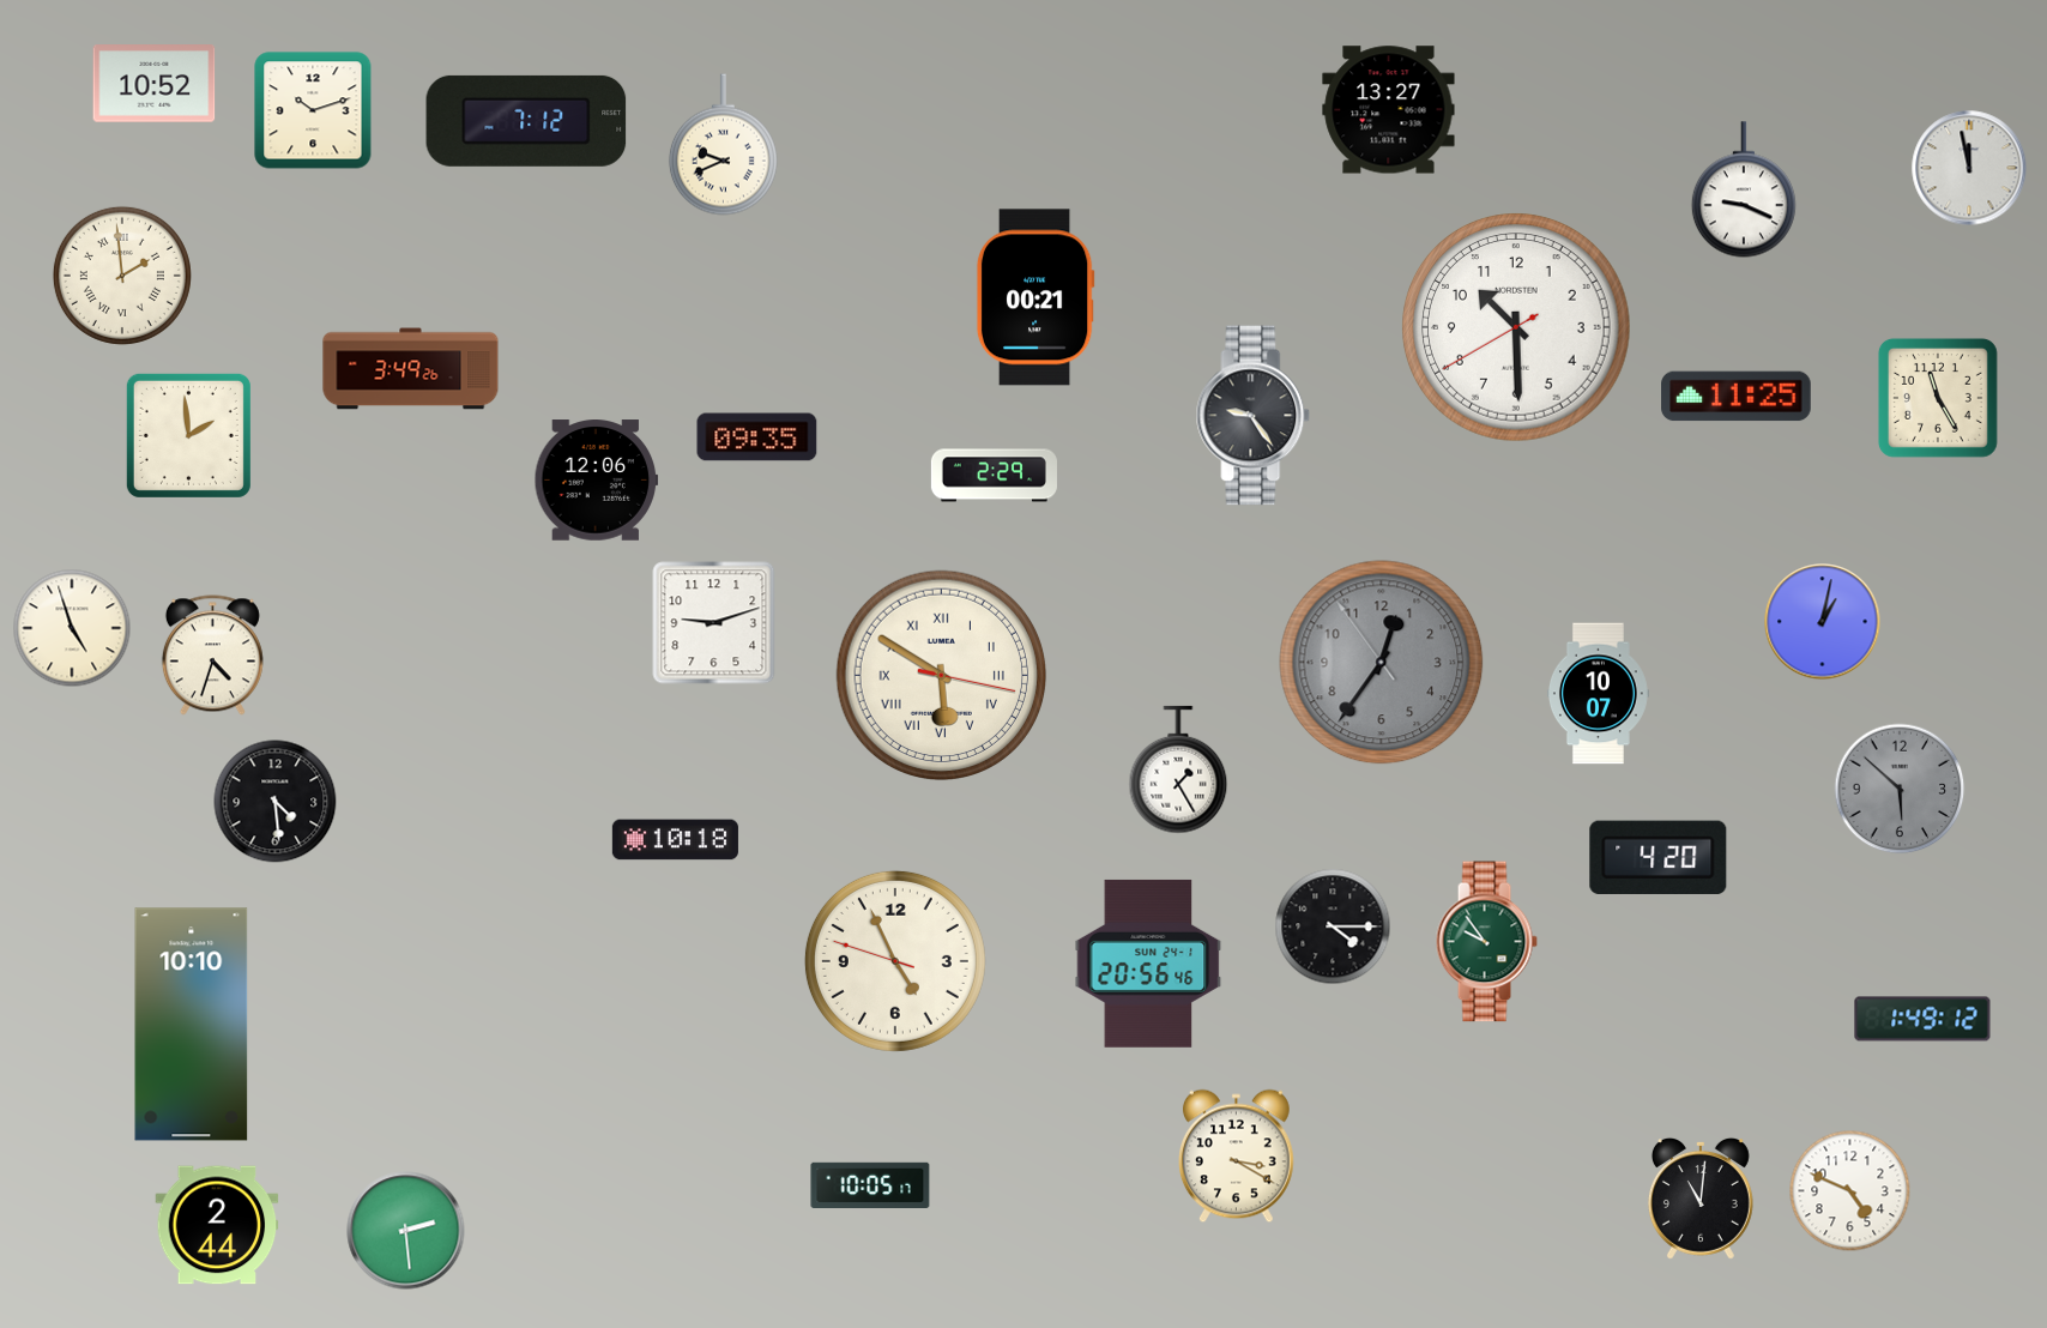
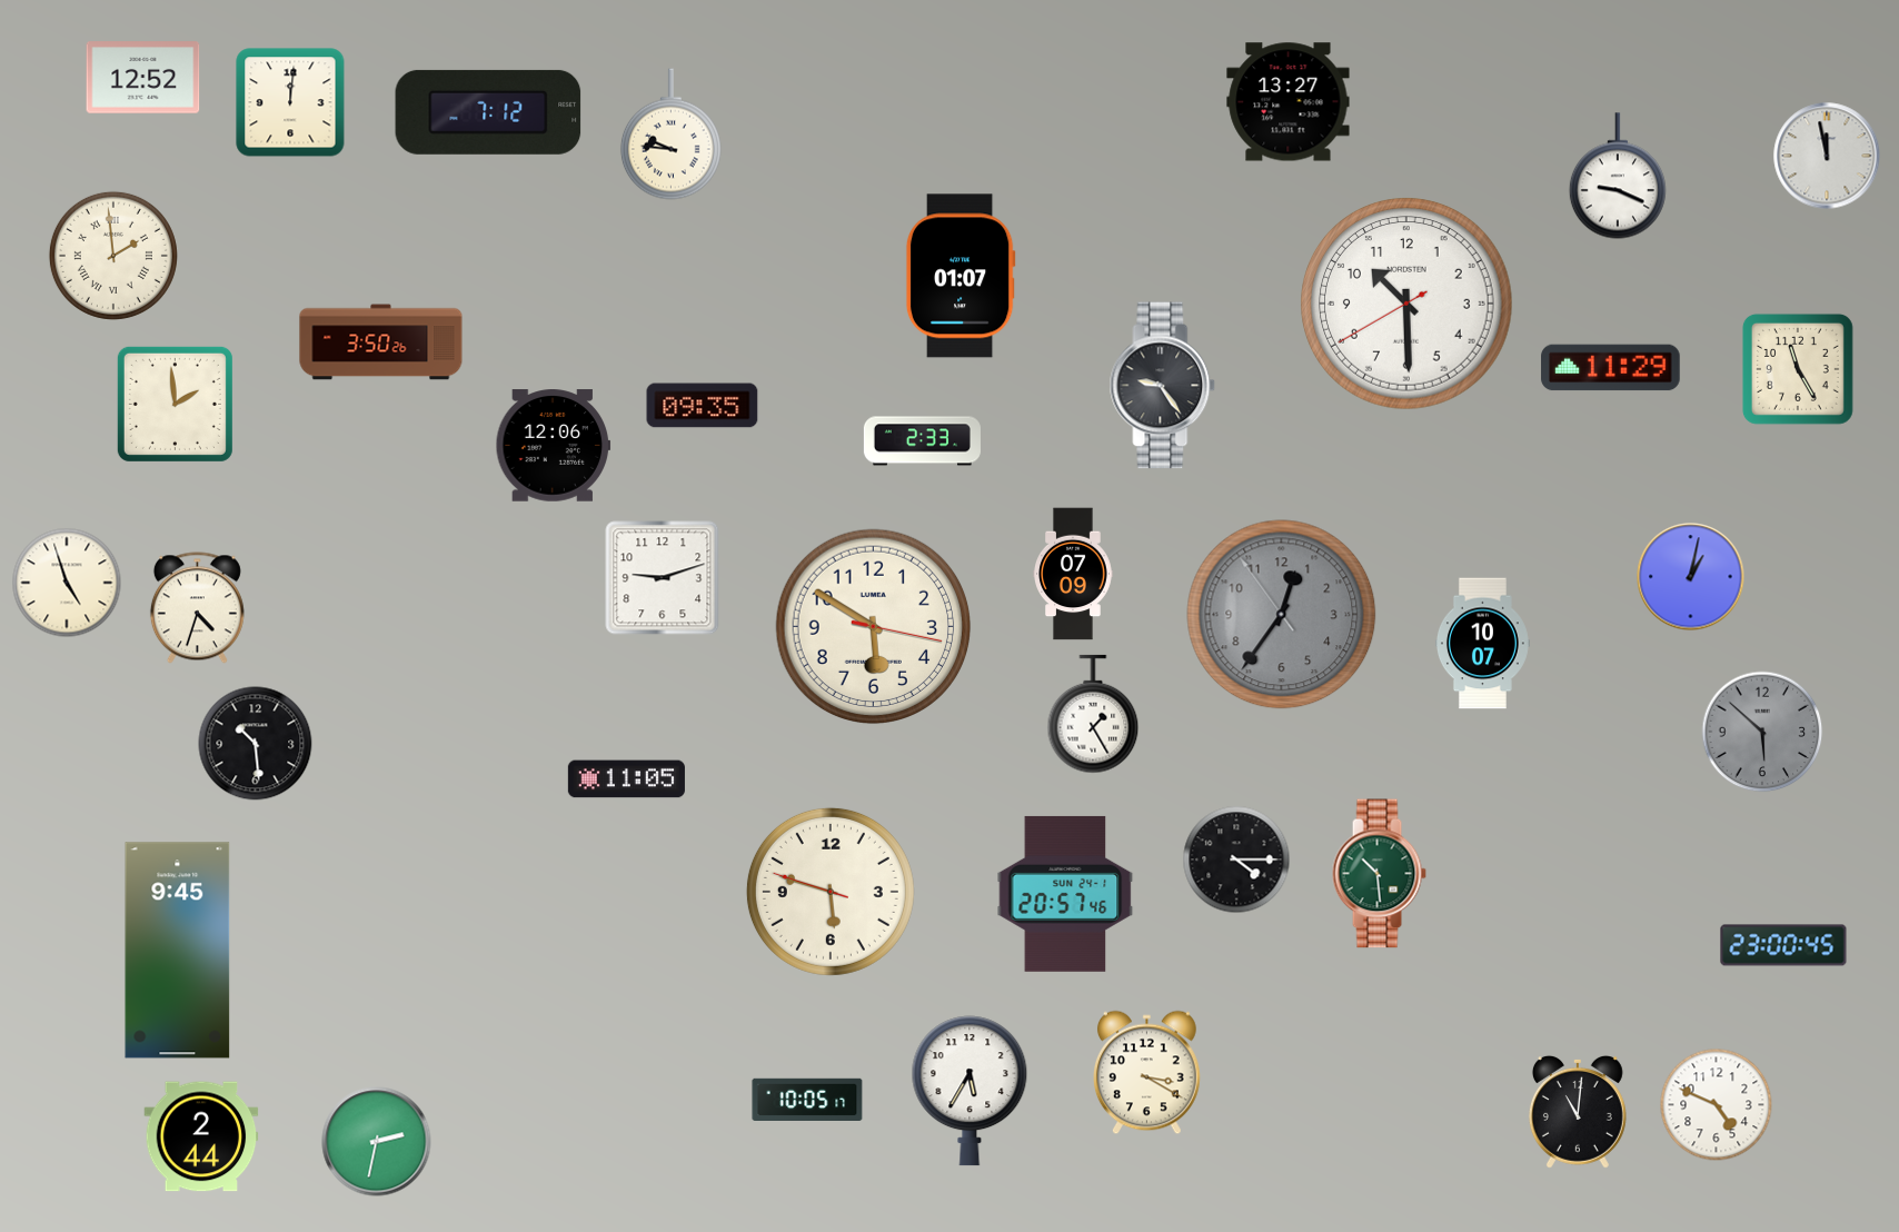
clock at (155, 84): 10:52 -> 12:52
clock at (313, 110): 10:12 -> 12:01
clock at (723, 145): 9:41 -> 9:46
clock at (1035, 297): 00:21 -> 01:07
clock at (411, 369): 3:49 -> 3:50
clock at (1737, 397): 11:25 -> 11:29
clock at (994, 476): 2:29 -> 2:33
clock at (1074, 574): none -> 07:09
clock at (942, 676) numerals: Roman -> Arabic
clock at (276, 802): 4:29 -> 10:29
clock at (675, 840): 10:18 -> 11:05
clock at (1659, 857): 4:20 -> none
clock at (1486, 942): 9:54 -> 10:29
clock at (895, 961): 4:55 -> 5:47
clock at (1148, 964): 20:56 -> 20:57
clock at (1922, 1019): 1:49 -> 23:00
clock at (192, 1025): 10:10 -> 9:45
clock at (970, 1091): none -> 5:35
clock at (406, 1231): 2:29 -> 2:32
